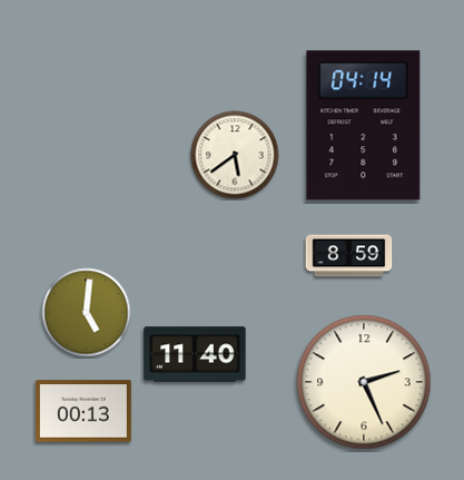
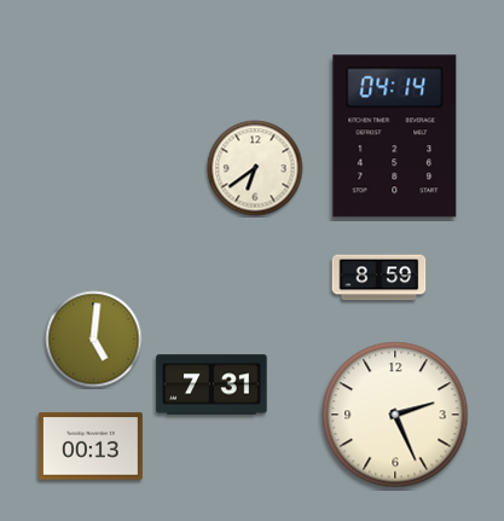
clock at (235, 155): 5:39 -> 6:39
clock at (195, 354): 11:40 -> 7:31
